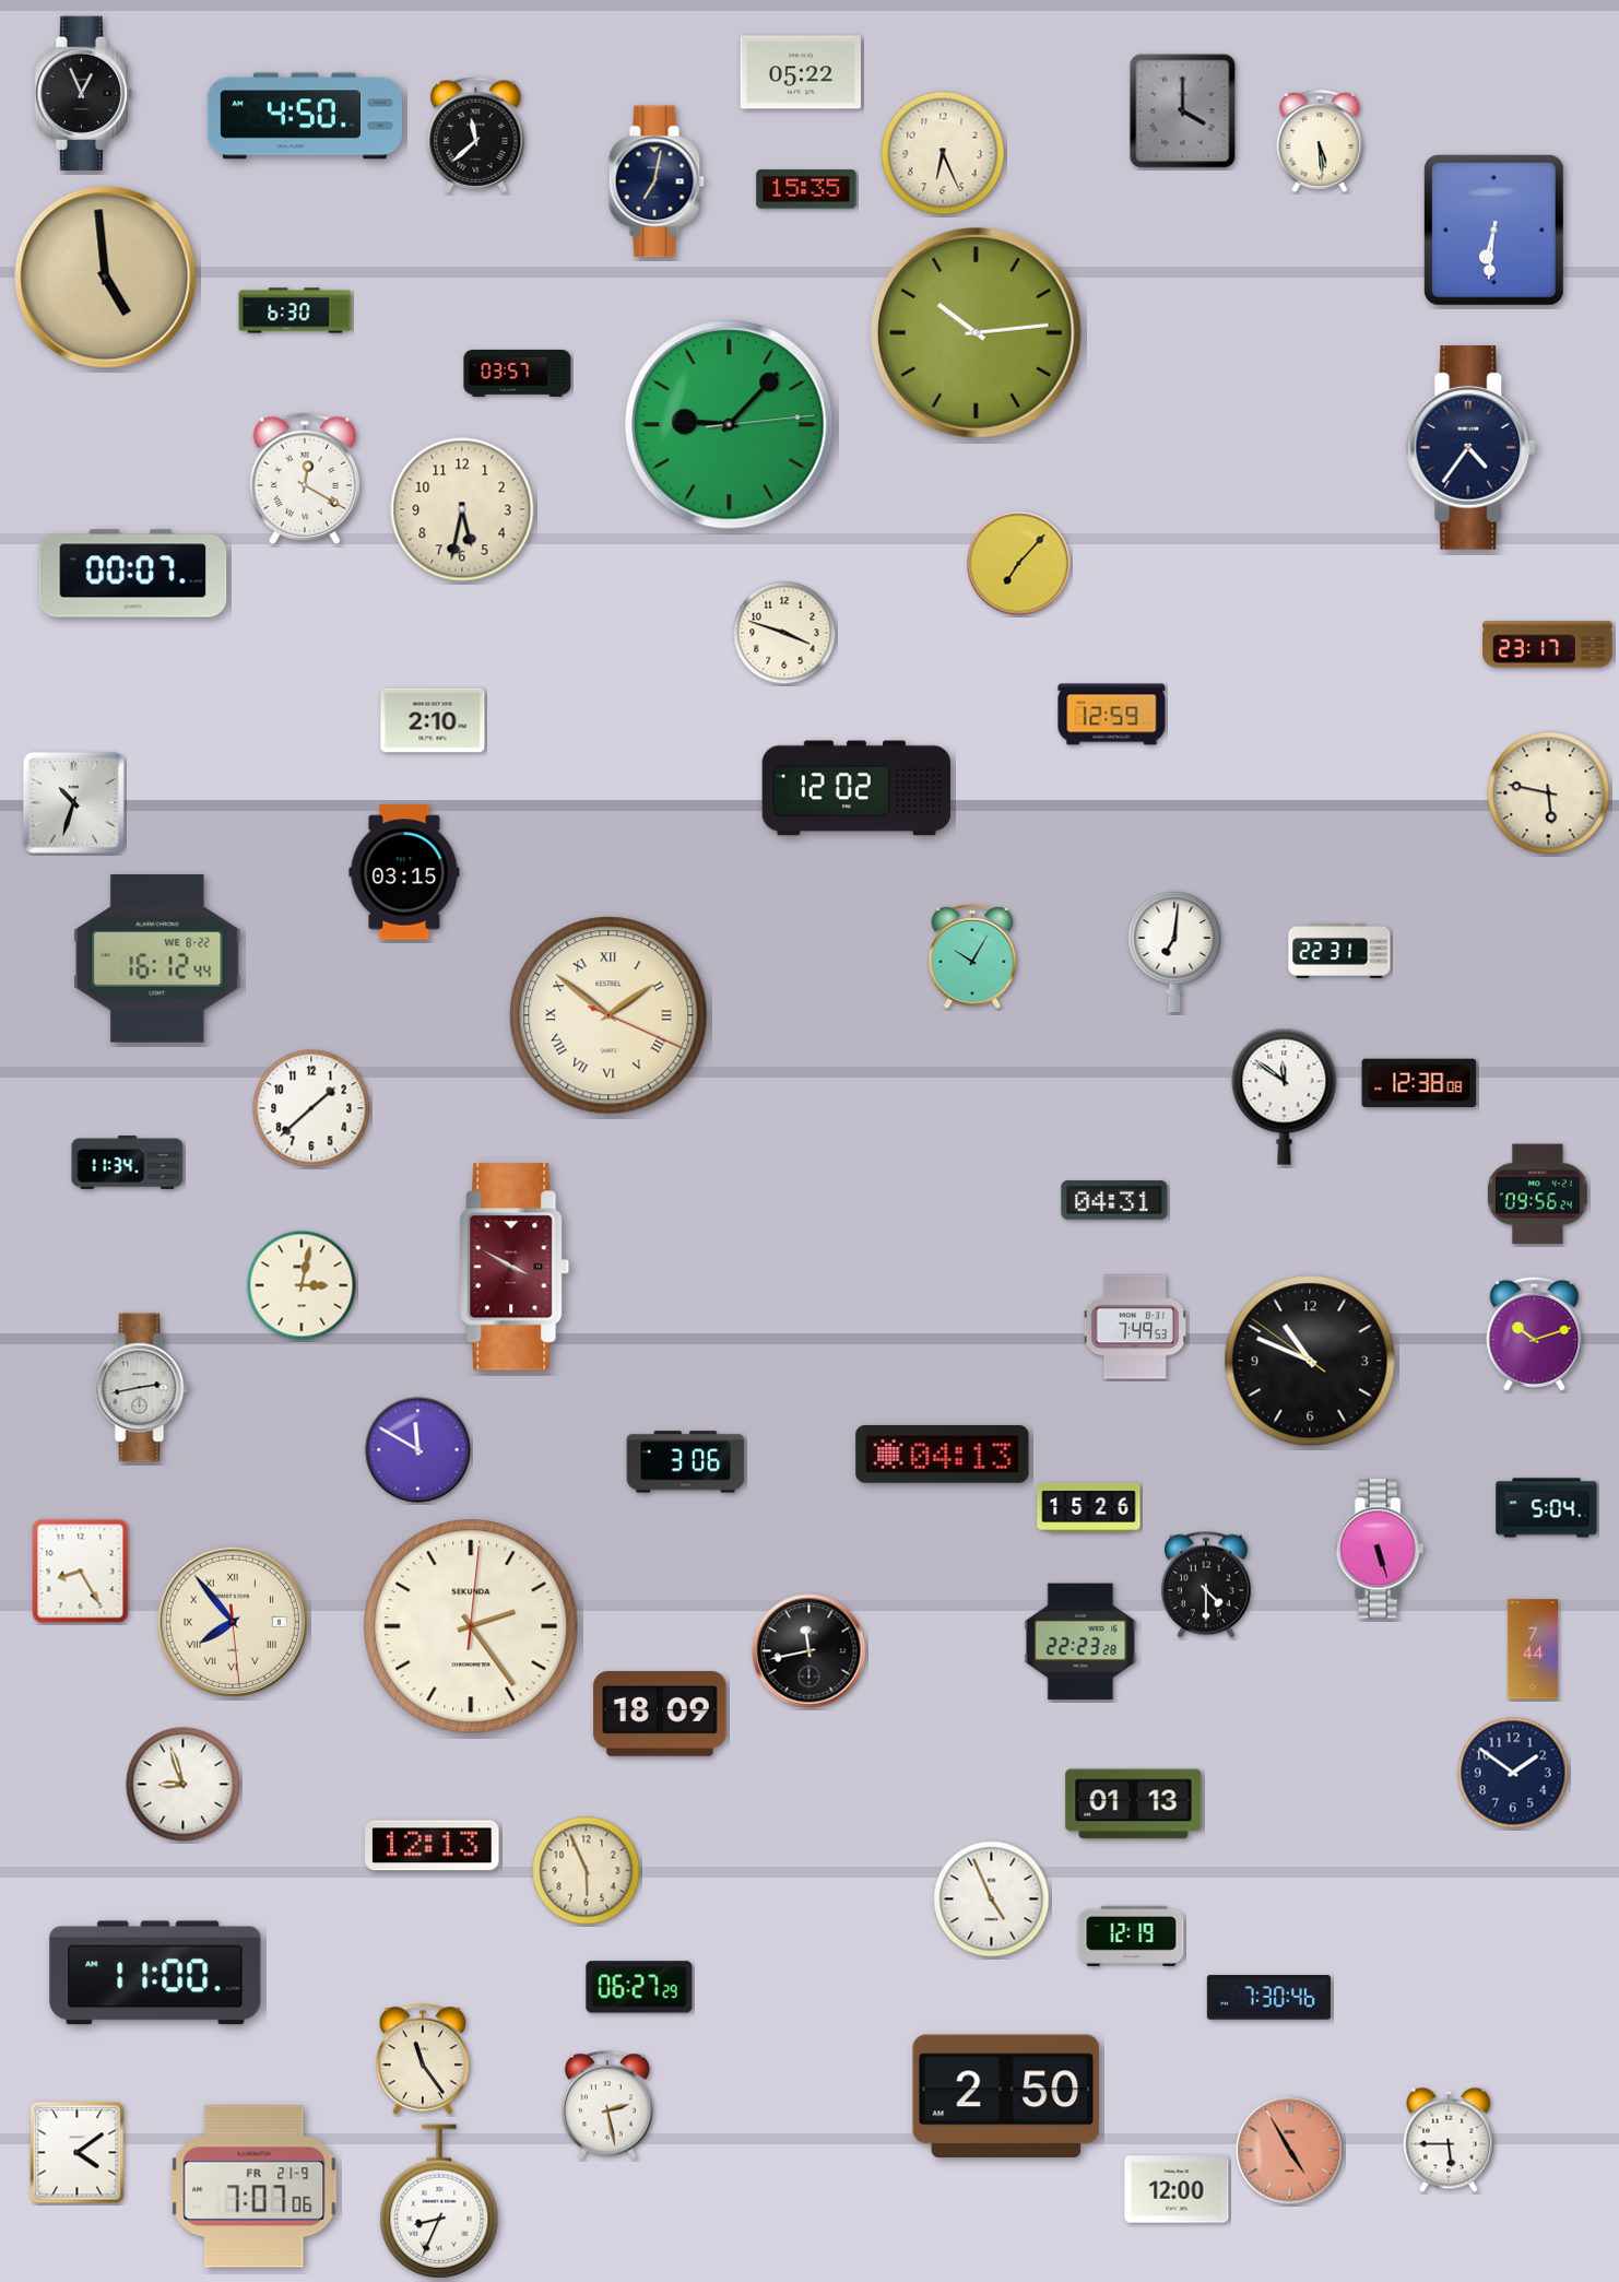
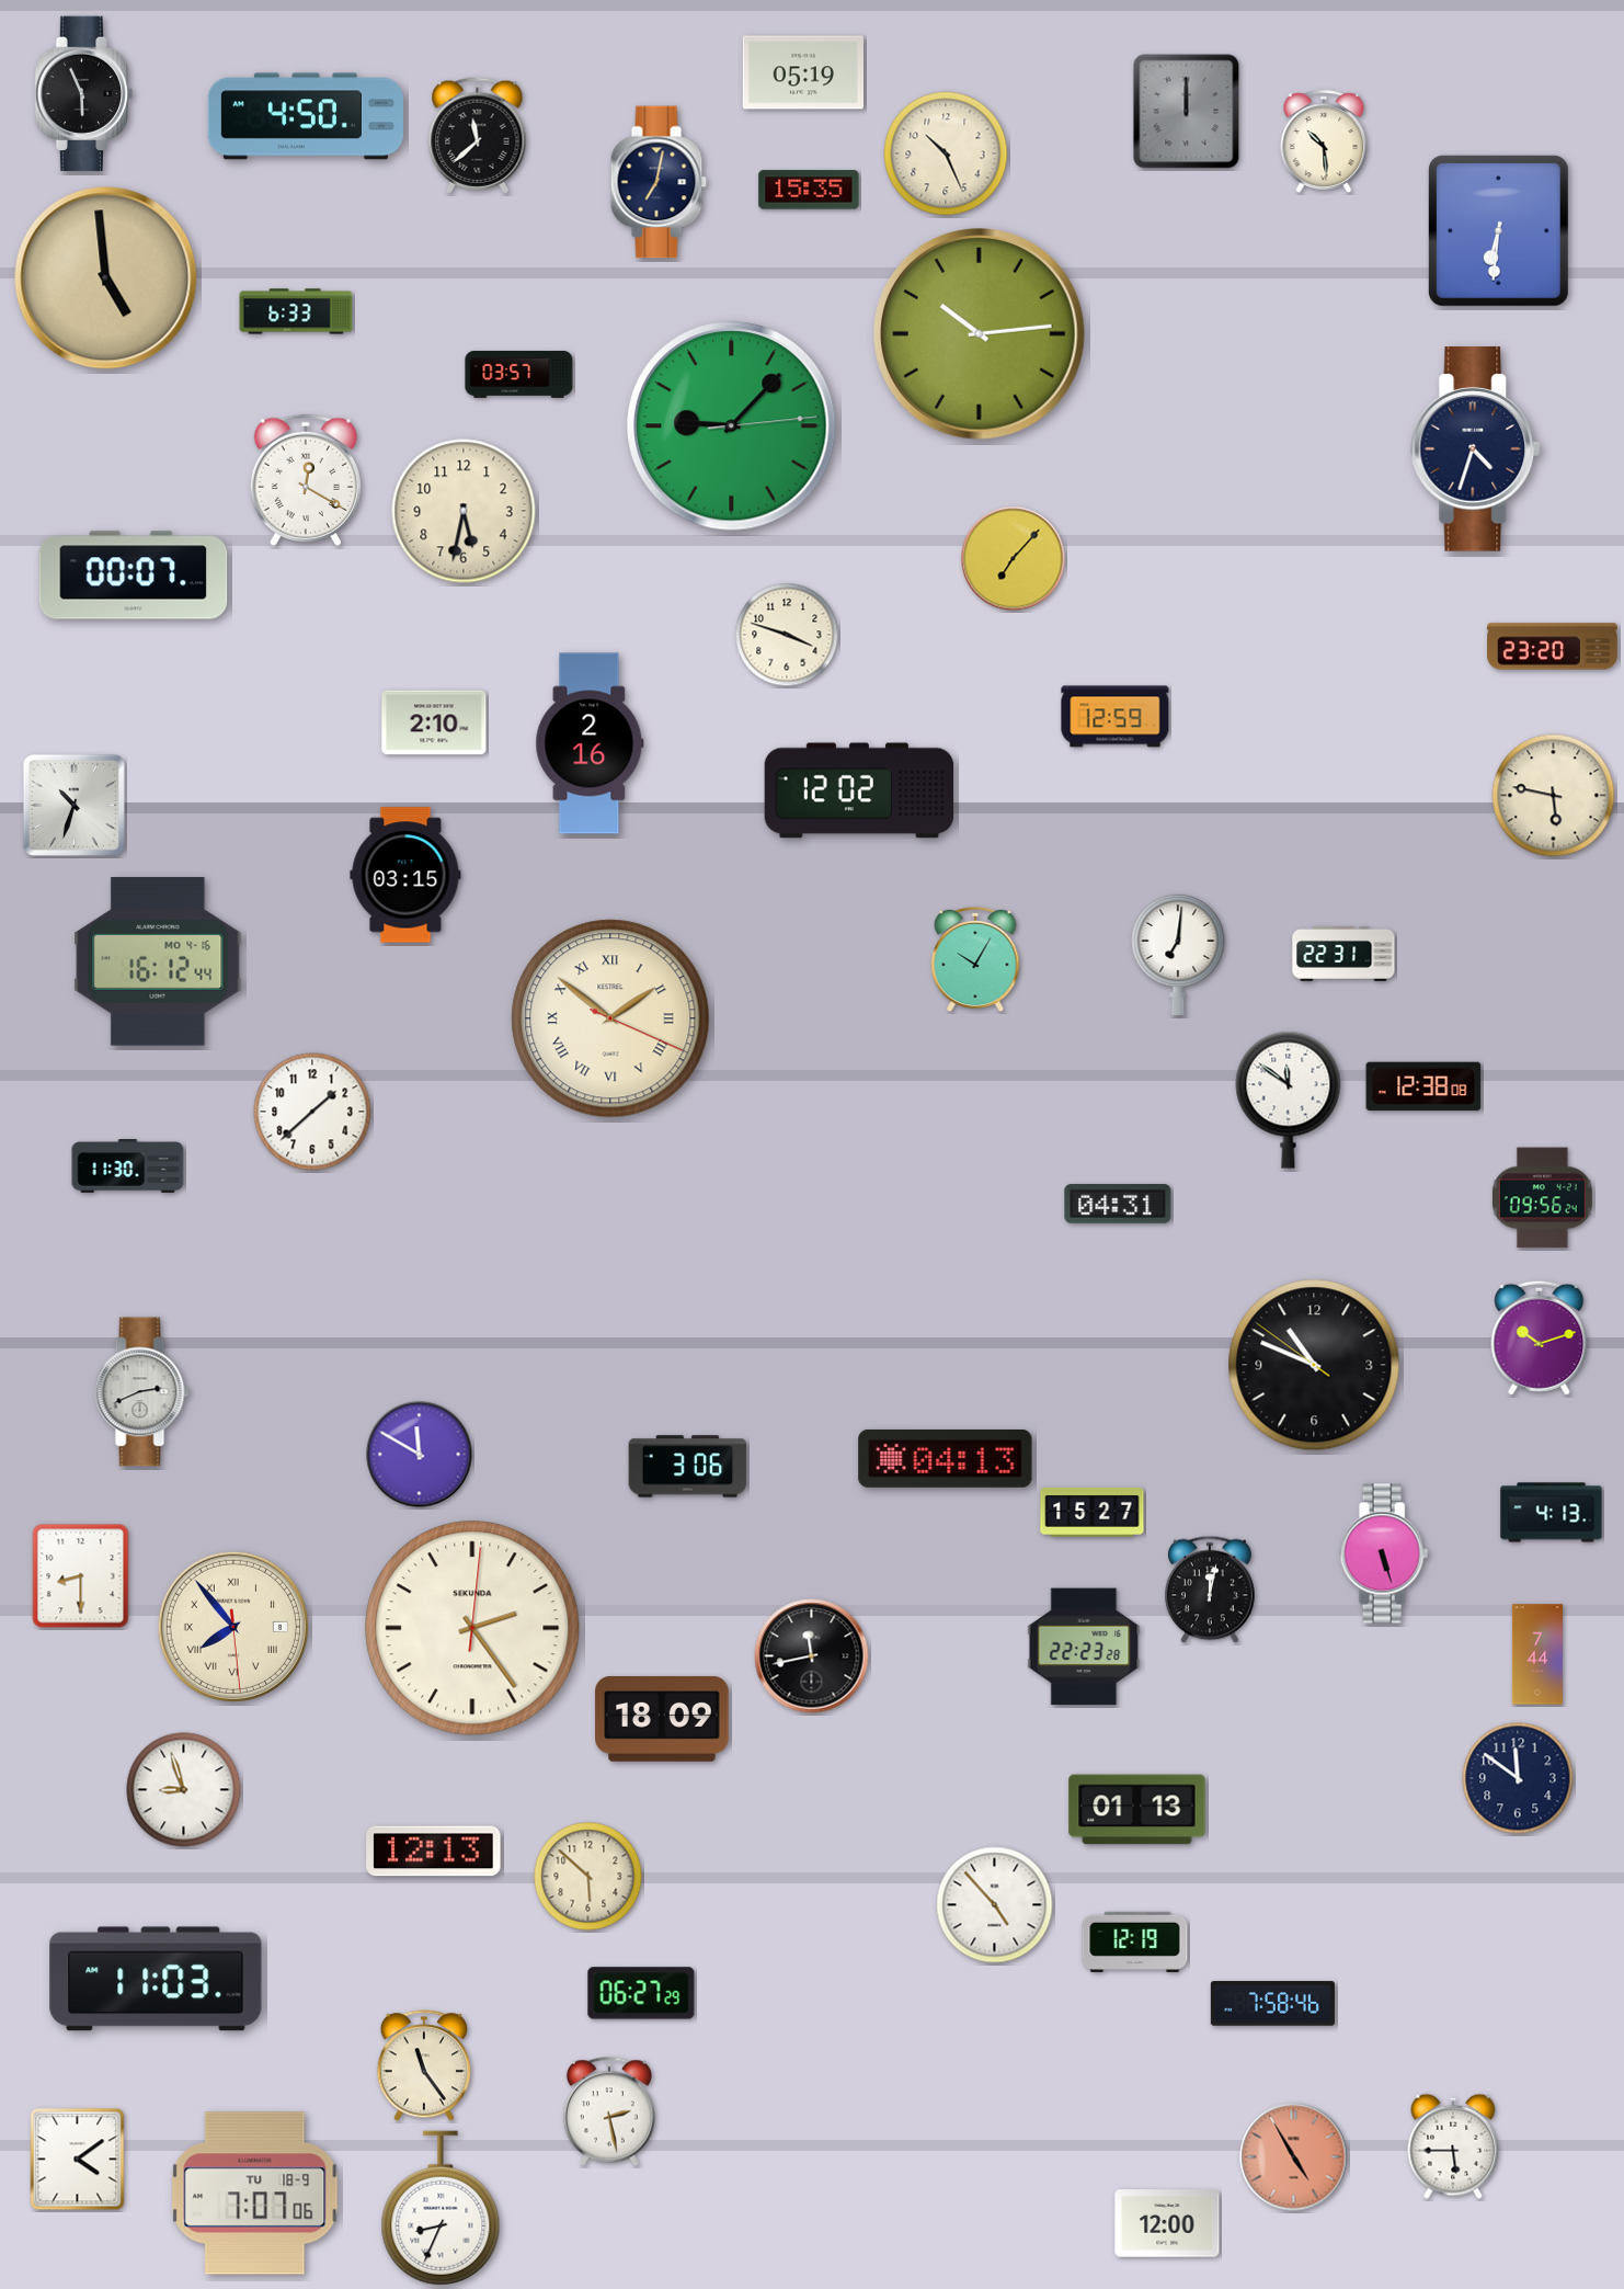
clock at (800, 72): 05:22 -> 05:19
clock at (84, 94): 12:56 -> 5:56
clock at (1183, 111): 4:00 -> 12:00
clock at (1320, 141): 5:29 -> 10:29
clock at (943, 153): 6:26 -> 10:26
clock at (295, 310): 6:30 -> 6:33
clock at (1472, 448): 4:36 -> 4:33
clock at (1019, 564) position: (1019, 564) -> (1014, 559)
clock at (1548, 645): 23:17 -> 23:20
clock at (590, 743): none -> 2:16
clock at (157, 958) date: WE 8-22 -> MO 4-16
clock at (128, 1163): 11:34 -> 11:30
clock at (515, 1267): 3:50 -> none
clock at (302, 1285): 3:02 -> none
clock at (1135, 1327): 7:49 -> none
clock at (142, 1388): 2:43 -> 2:41
clock at (1089, 1507): 15:26 -> 15:27
clock at (1547, 1508): 5:04 -> 4:13
clock at (81, 1572): 8:25 -> 8:30
clock at (1207, 1585): 4:30 -> 12:02
clock at (471, 1626) position: (471, 1626) -> (472, 1628)
clock at (1513, 1773): 1:51 -> 11:51
clock at (587, 1871): 5:56 -> 5:52
clock at (992, 1899): 4:56 -> 4:53
clock at (155, 1973): 11:00 -> 11:03
clock at (1268, 1998): 7:30 -> 7:58
clock at (1006, 2096): 2:50 -> none
clock at (255, 2187) date: FR 21-9 -> TU 18-9
clock at (1177, 2189) position: (1177, 2189) -> (1167, 2223)
